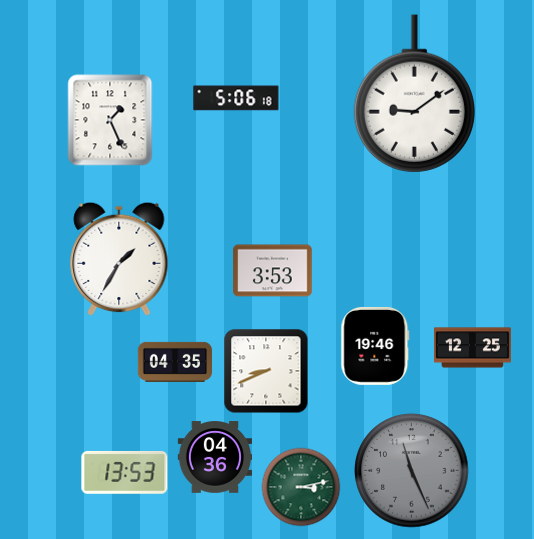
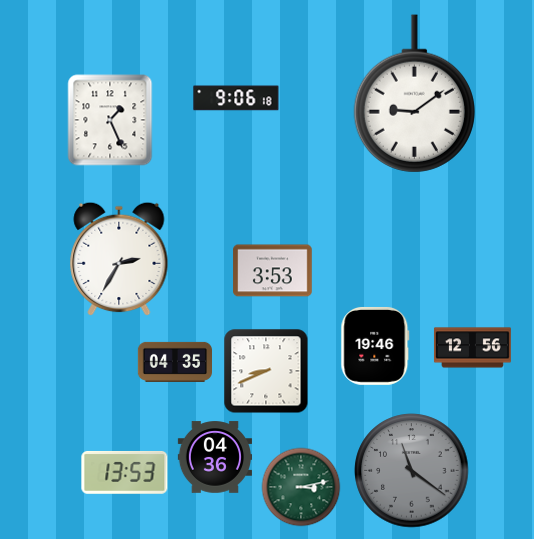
clock at (236, 98): 5:06 -> 9:06
clock at (119, 259): 1:35 -> 2:35
clock at (472, 348): 12:25 -> 12:56
clock at (412, 471): 11:26 -> 11:21
